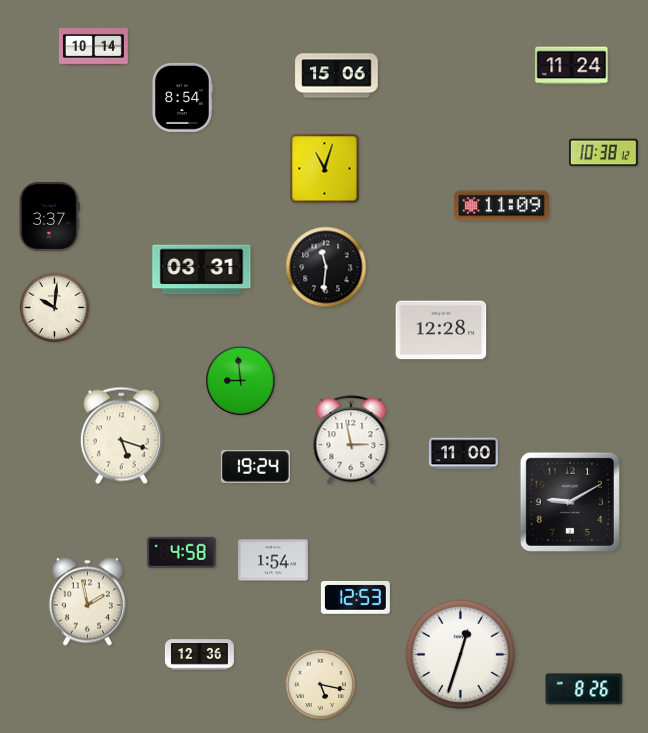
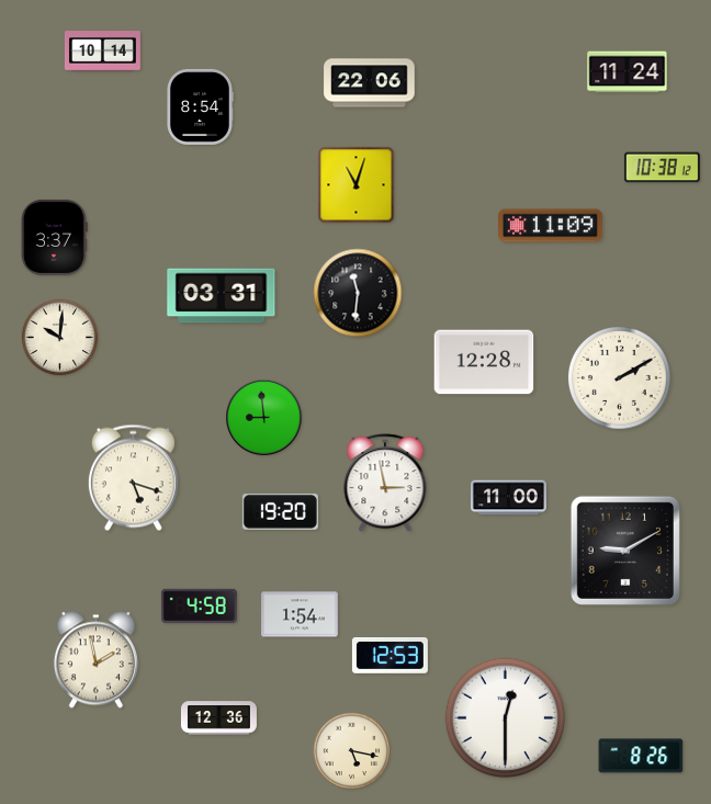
clock at (337, 76): 15:06 -> 22:06
clock at (620, 378): none -> 2:10
clock at (255, 467): 19:24 -> 19:20
clock at (461, 655): 12:33 -> 12:30
